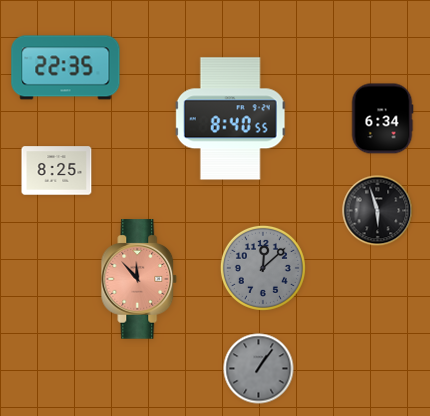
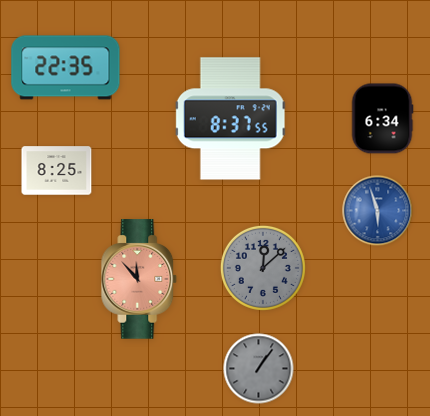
clock at (231, 119): 8:40 -> 8:37
clock at (378, 211) dial: black -> blue
